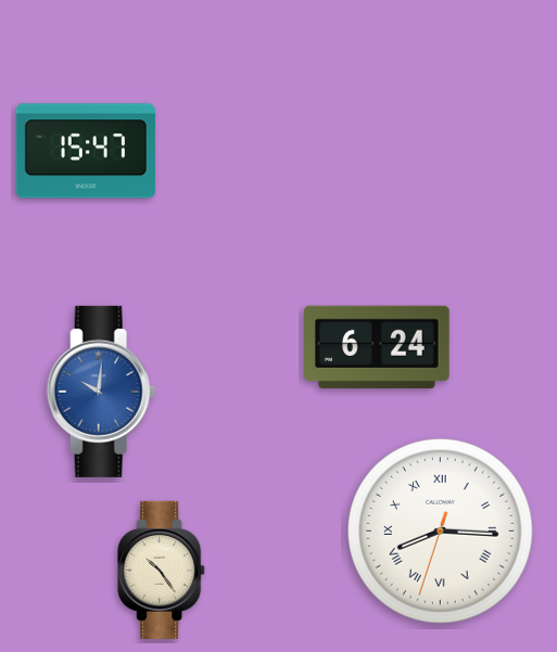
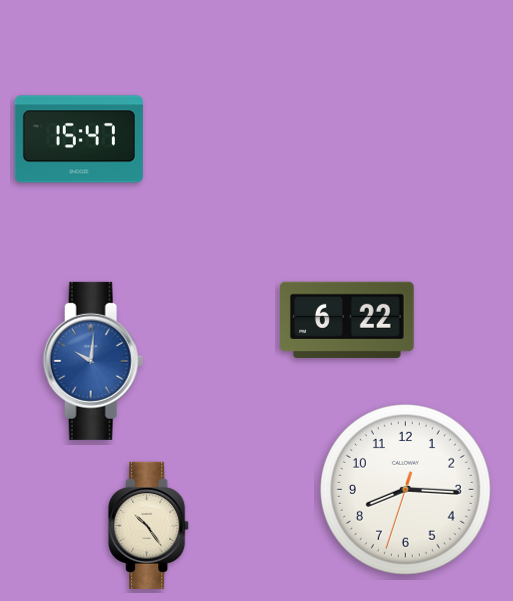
clock at (378, 347): 6:24 -> 6:22
clock at (440, 530) numerals: Roman -> Arabic
